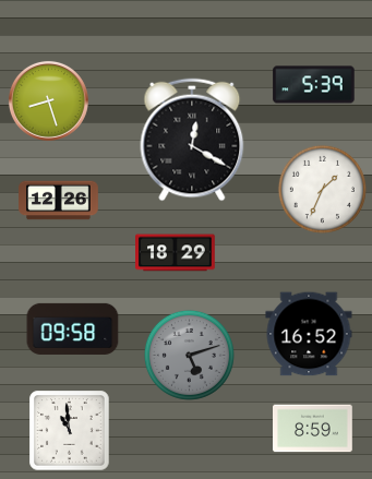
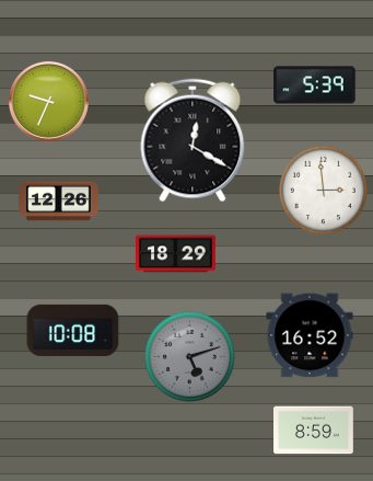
clock at (48, 100): 8:27 -> 9:34
clock at (322, 189): 1:34 -> 2:59
clock at (73, 328): 09:58 -> 10:08
clock at (70, 431): 10:59 -> none
